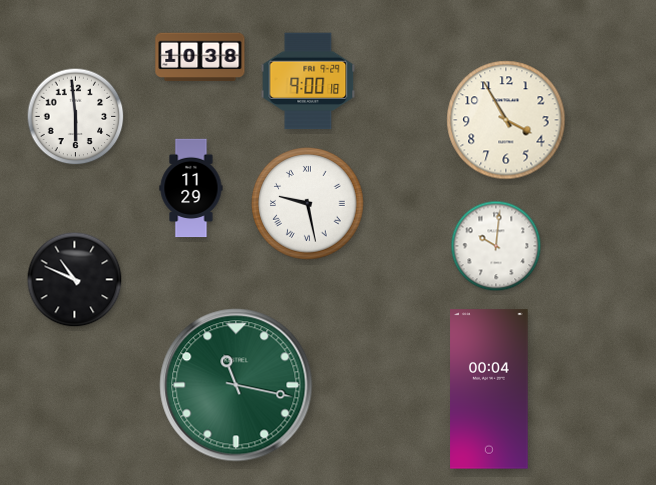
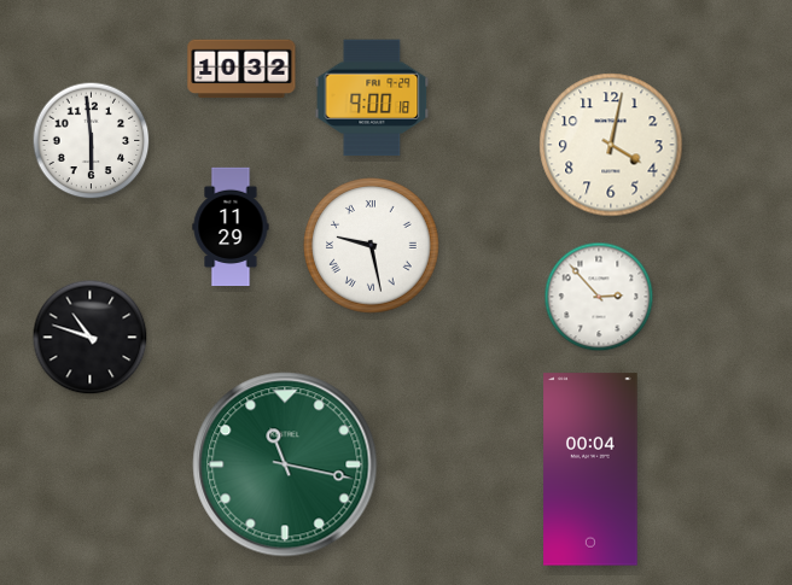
clock at (200, 57): 10:38 -> 10:32
clock at (506, 120): 3:55 -> 4:02
clock at (496, 246): 10:01 -> 2:53
clock at (75, 280): 10:49 -> 10:48
